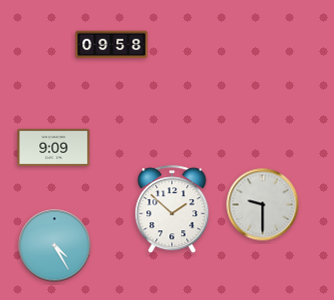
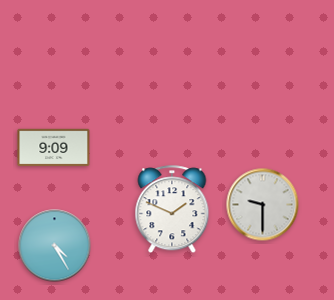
clock at (112, 45): 09:58 -> none
clock at (172, 210): 1:52 -> 1:49
